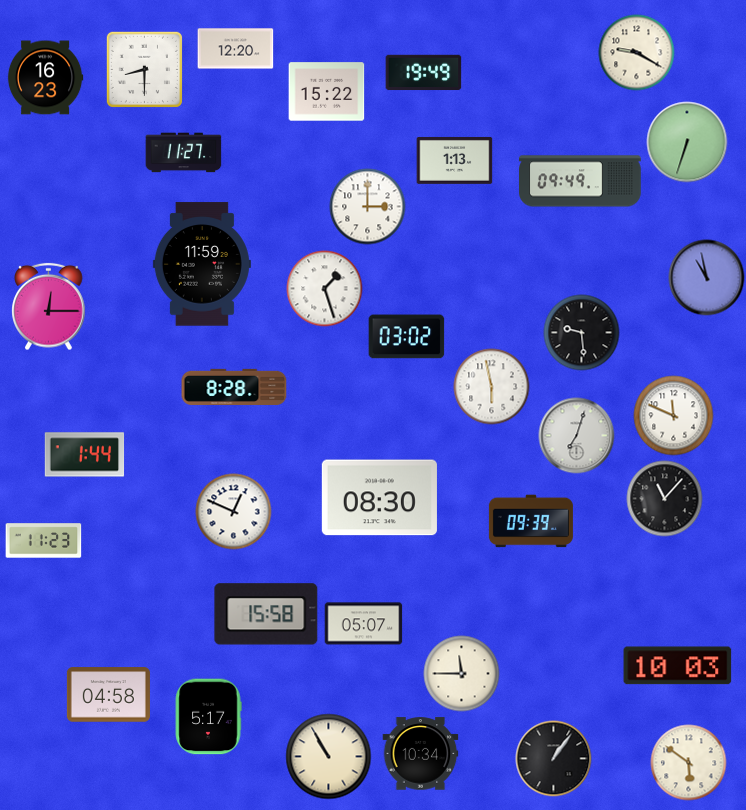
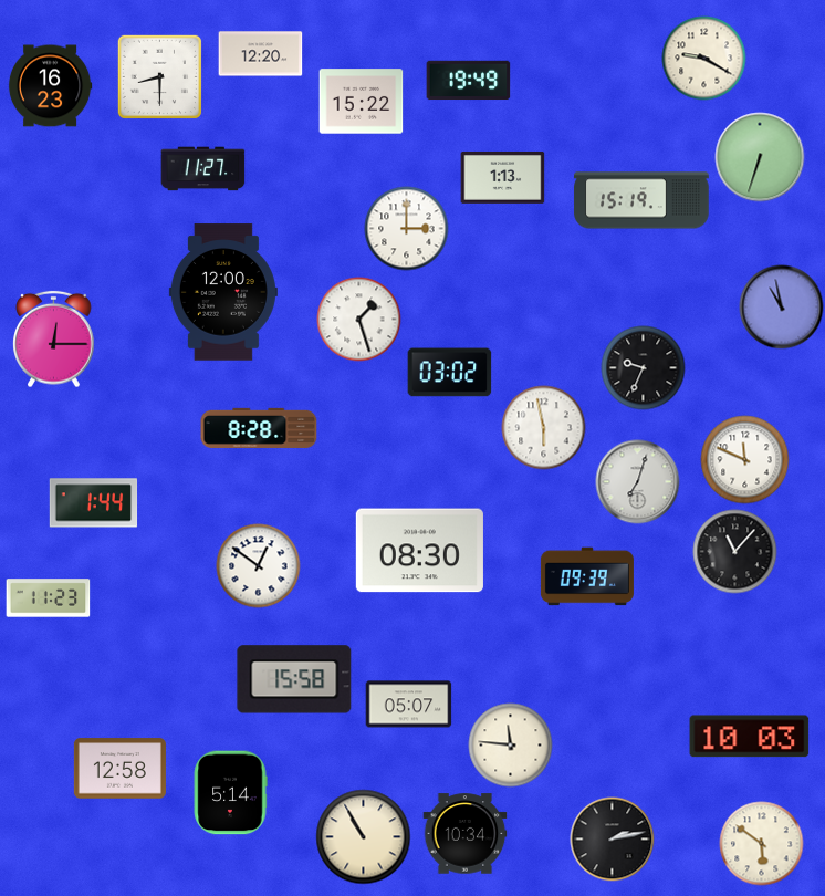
clock at (580, 181): 09:49 -> 15:19
clock at (202, 264): 11:59 -> 12:00
clock at (582, 333): 9:29 -> 9:34
clock at (234, 512): 12:49 -> 12:51
clock at (364, 624) position: (364, 624) -> (409, 705)
clock at (462, 674): 11:45 -> 11:46
clock at (108, 695): 04:58 -> 12:58
clock at (208, 717): 5:17 -> 5:14
clock at (554, 759): 1:06 -> 2:13
